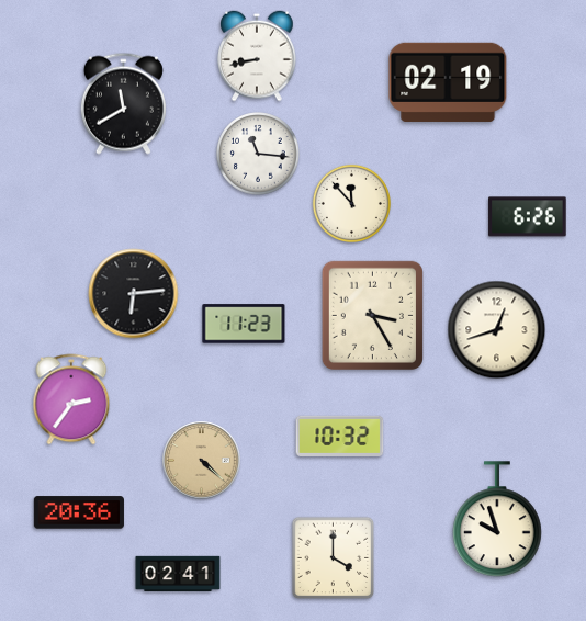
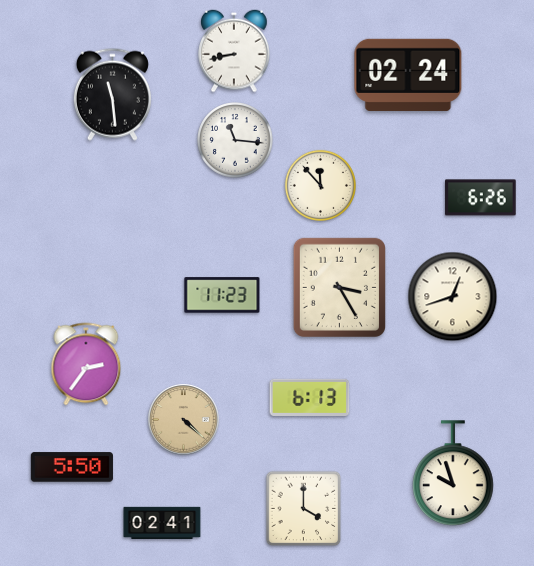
clock at (448, 82): 02:19 -> 02:24
clock at (123, 103): 11:40 -> 11:29
clock at (134, 294): 6:14 -> none
clock at (497, 330) position: (497, 330) -> (453, 297)
clock at (71, 399) position: (71, 399) -> (86, 364)
clock at (340, 436): 10:32 -> 6:13
clock at (79, 512): 20:36 -> 5:50
